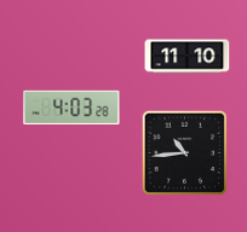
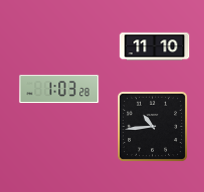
clock at (71, 108): 4:03 -> 1:03
